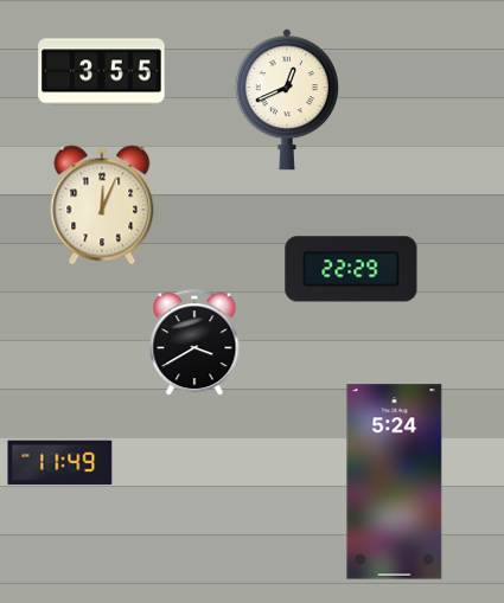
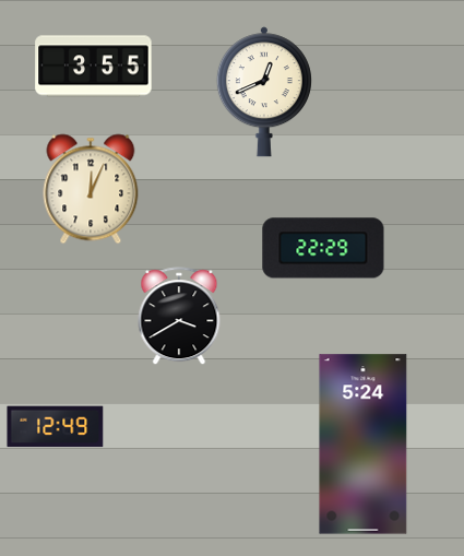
clock at (102, 205) position: (102, 205) -> (91, 189)
clock at (60, 463): 11:49 -> 12:49
